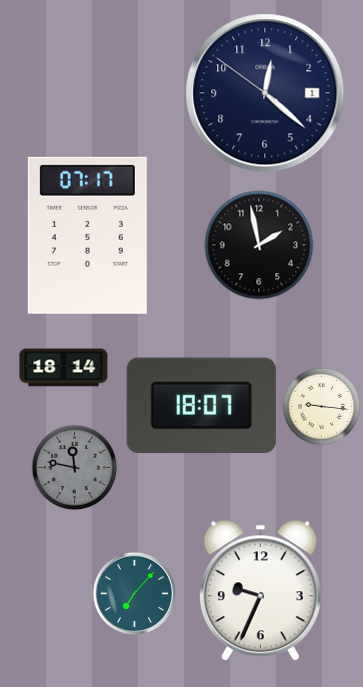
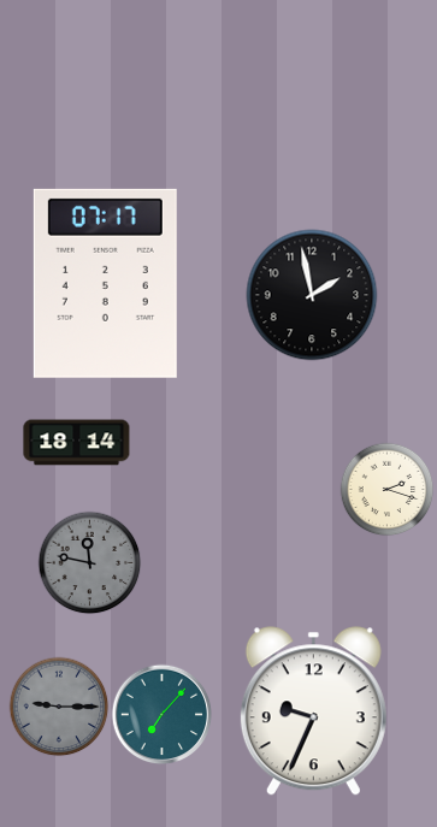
clock at (265, 93): 12:21 -> none
clock at (201, 405): 18:07 -> none
clock at (321, 406): 9:16 -> 2:18
clock at (59, 707): none -> 9:15
